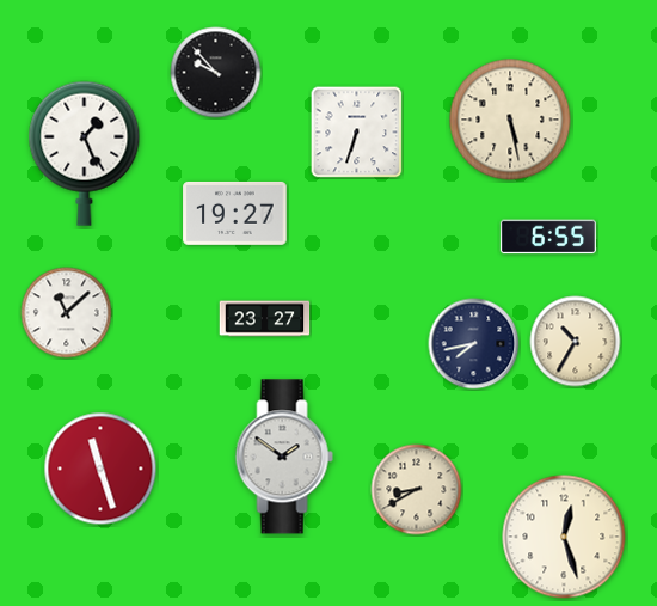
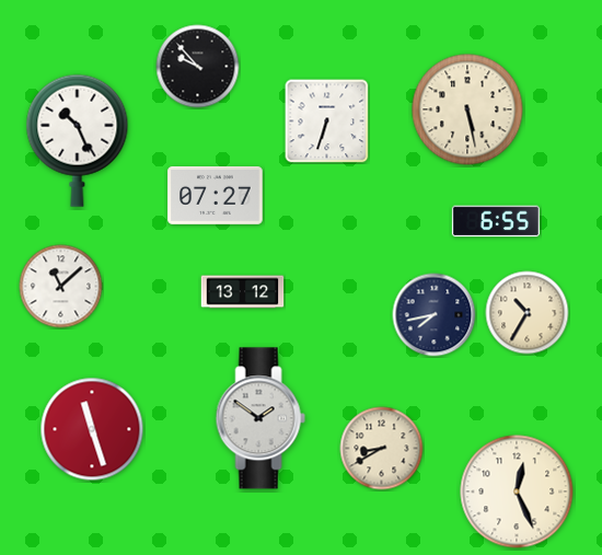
clock at (85, 153): 1:26 -> 10:26
clock at (235, 213): 19:27 -> 07:27
clock at (548, 237) position: (548, 237) -> (496, 221)
clock at (265, 319): 23:27 -> 13:12
clock at (564, 537): 12:27 -> 12:26
